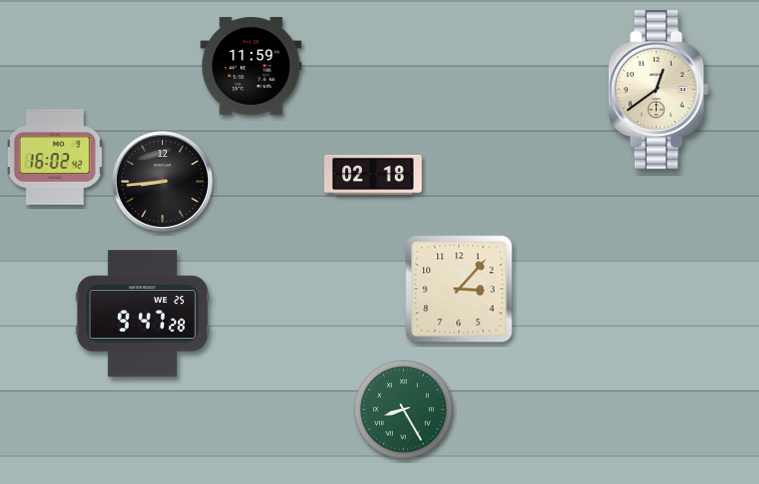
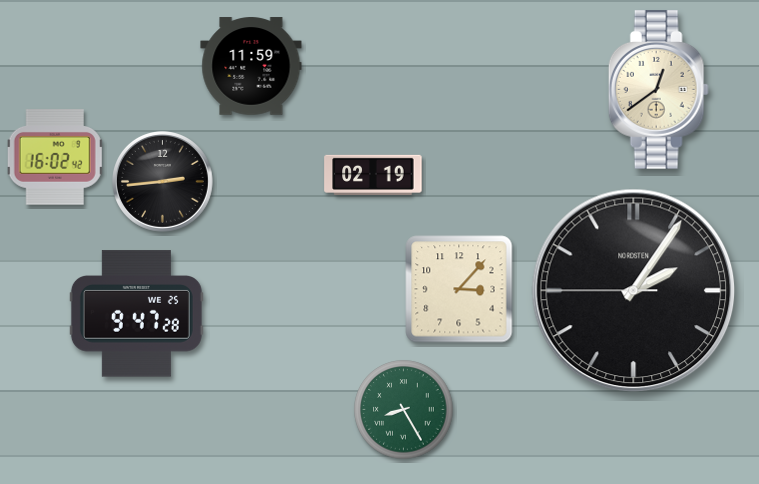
clock at (373, 175): 02:18 -> 02:19
clock at (163, 182): 8:44 -> 2:44
clock at (634, 291): none -> 2:05
clock at (142, 314) position: (142, 314) -> (136, 314)
